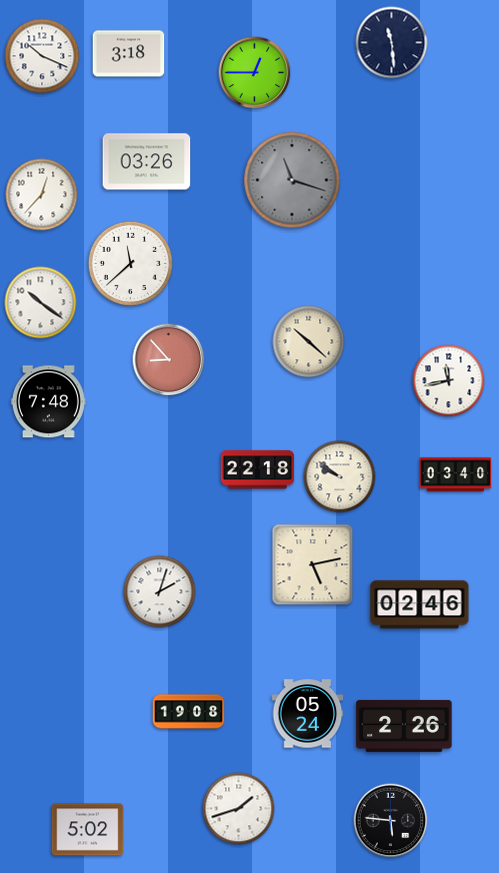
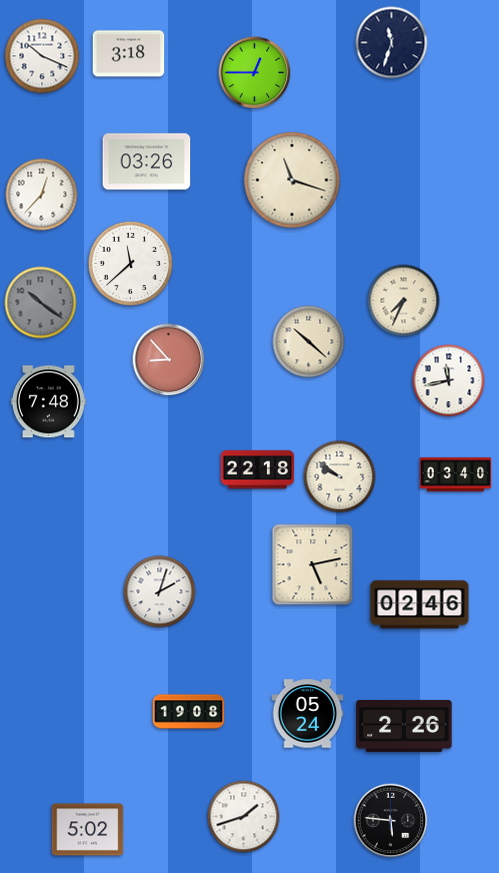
clock at (392, 43): 11:29 -> 11:33
clock at (292, 180) dial: grey -> cream
clock at (404, 301): none -> 7:34
clock at (41, 303) dial: white -> grey
clock at (239, 809) position: (239, 809) -> (244, 817)
